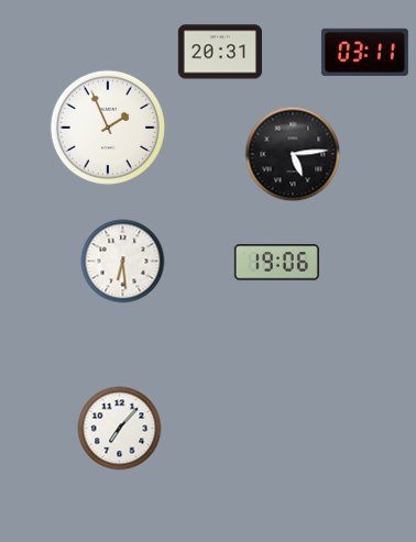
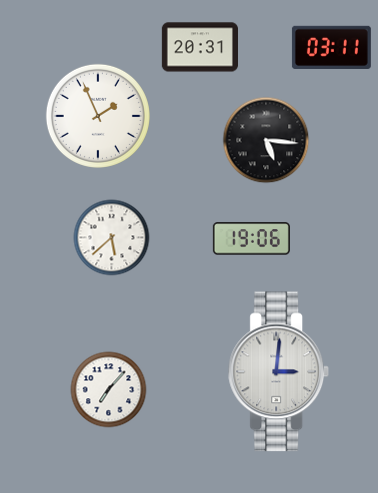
clock at (293, 154): 5:14 -> 5:16
clock at (123, 262): 6:29 -> 5:38
clock at (279, 372): none -> 3:01
